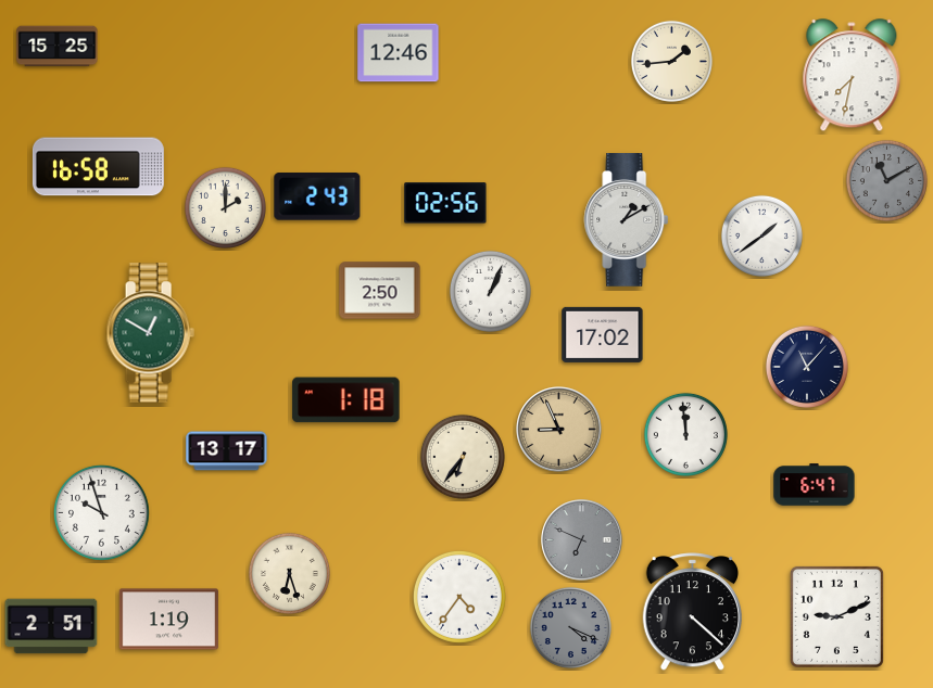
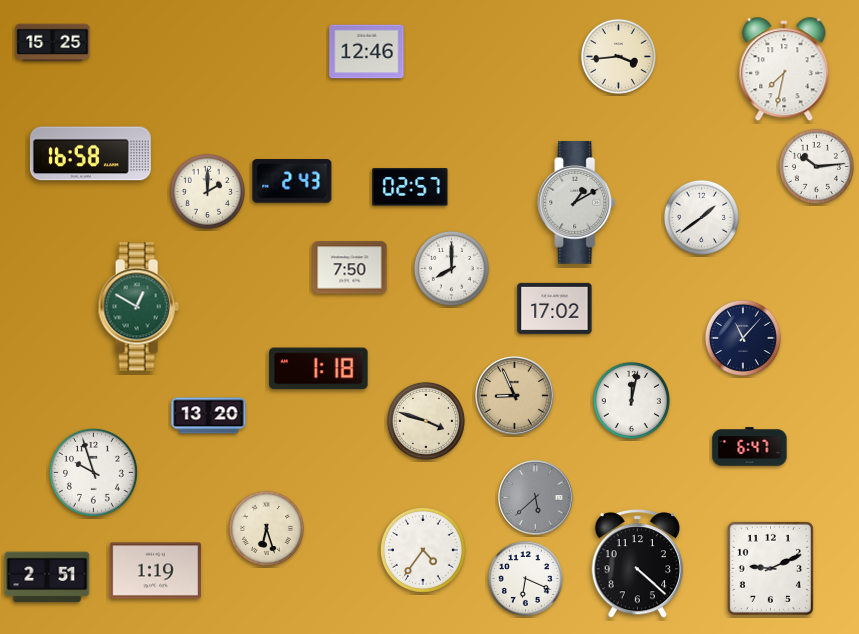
clock at (399, 53) position: (399, 53) -> (367, 52)
clock at (671, 61): 1:44 -> 3:44
clock at (886, 180): 11:10 -> 10:14
clock at (886, 180) dial: grey -> white
clock at (445, 203): 02:56 -> 02:57
clock at (380, 291): 2:50 -> 7:50
clock at (490, 291): 1:04 -> 8:00
clock at (685, 434): 11:59 -> 12:02
clock at (227, 451): 13:17 -> 13:20
clock at (463, 457): 6:36 -> 3:48
clock at (582, 540): 6:49 -> 5:38
clock at (570, 627): 4:19 -> 6:19
clock at (570, 627) dial: grey -> white
